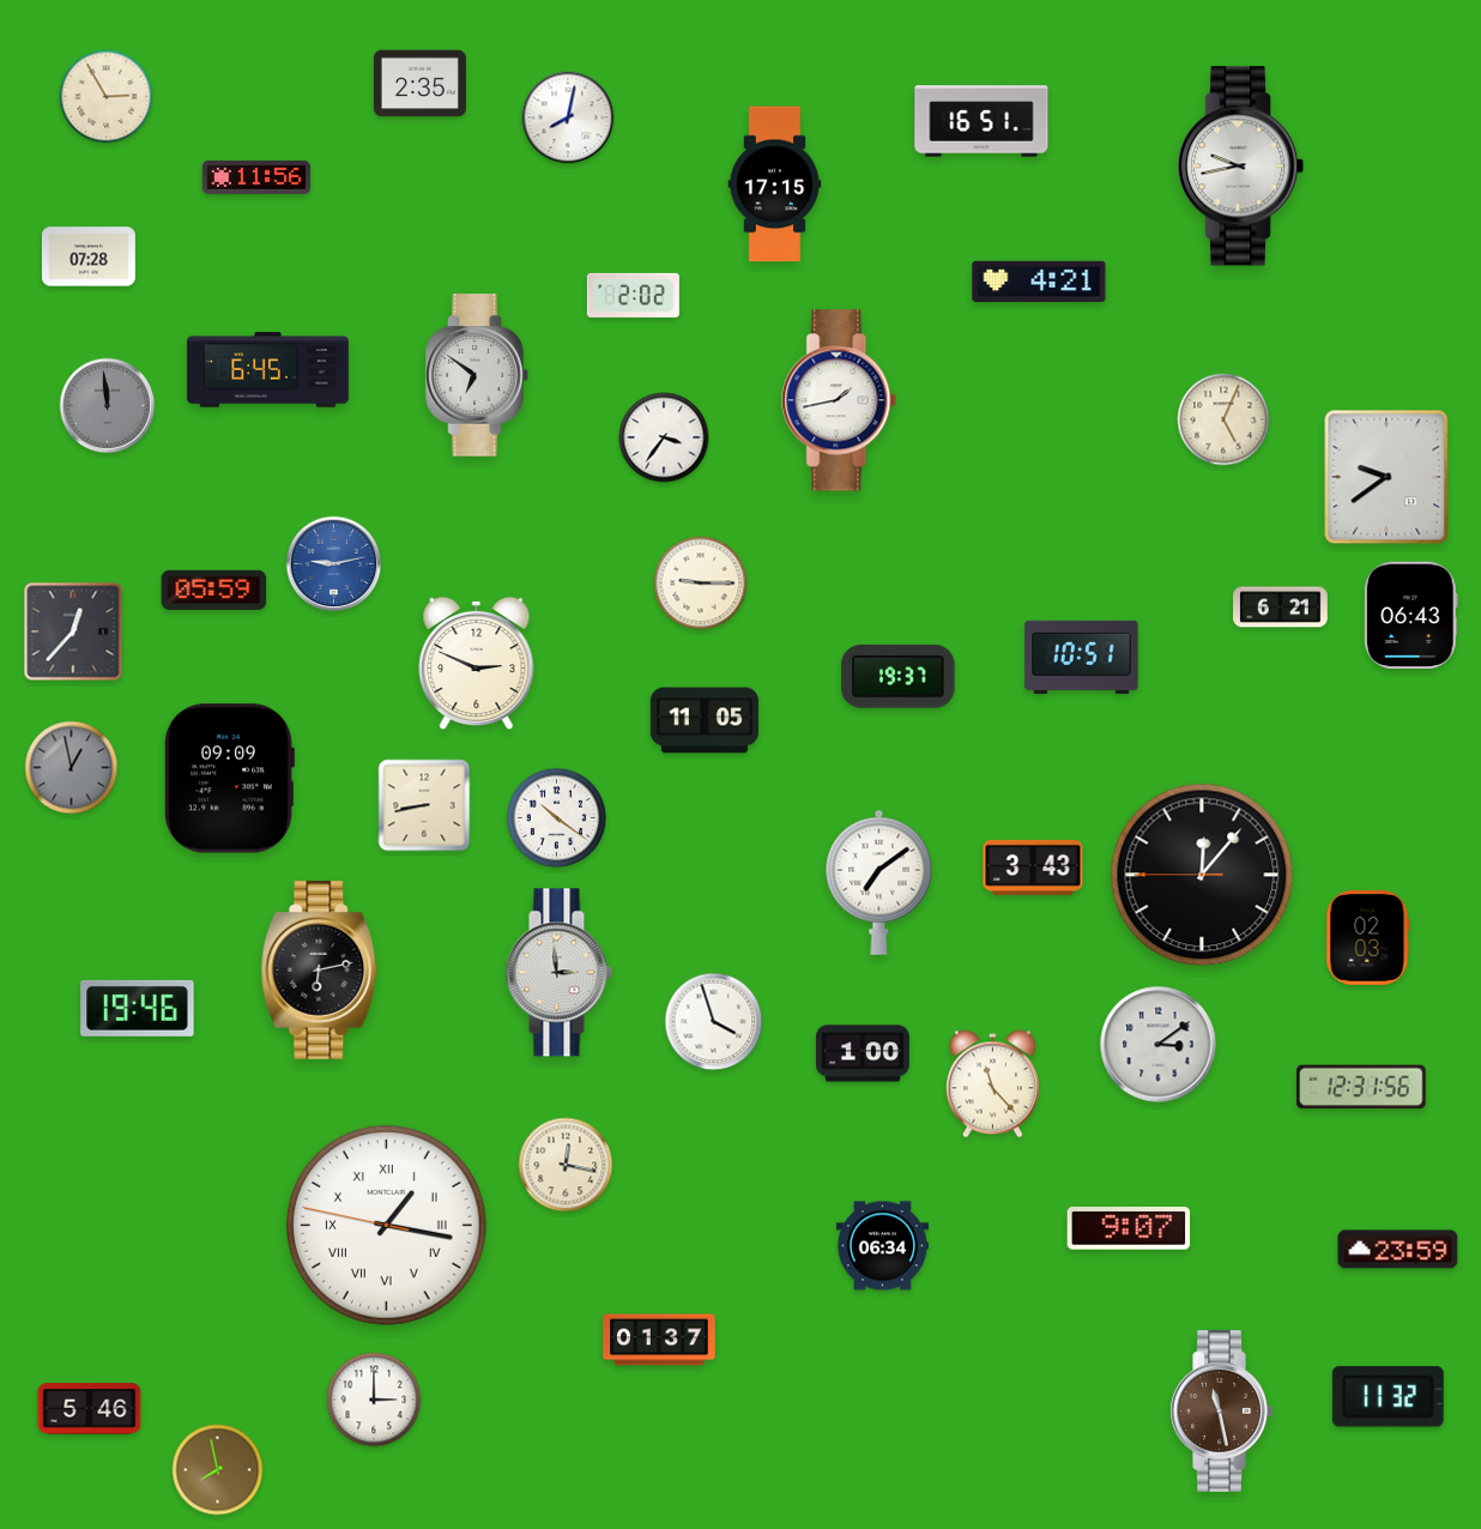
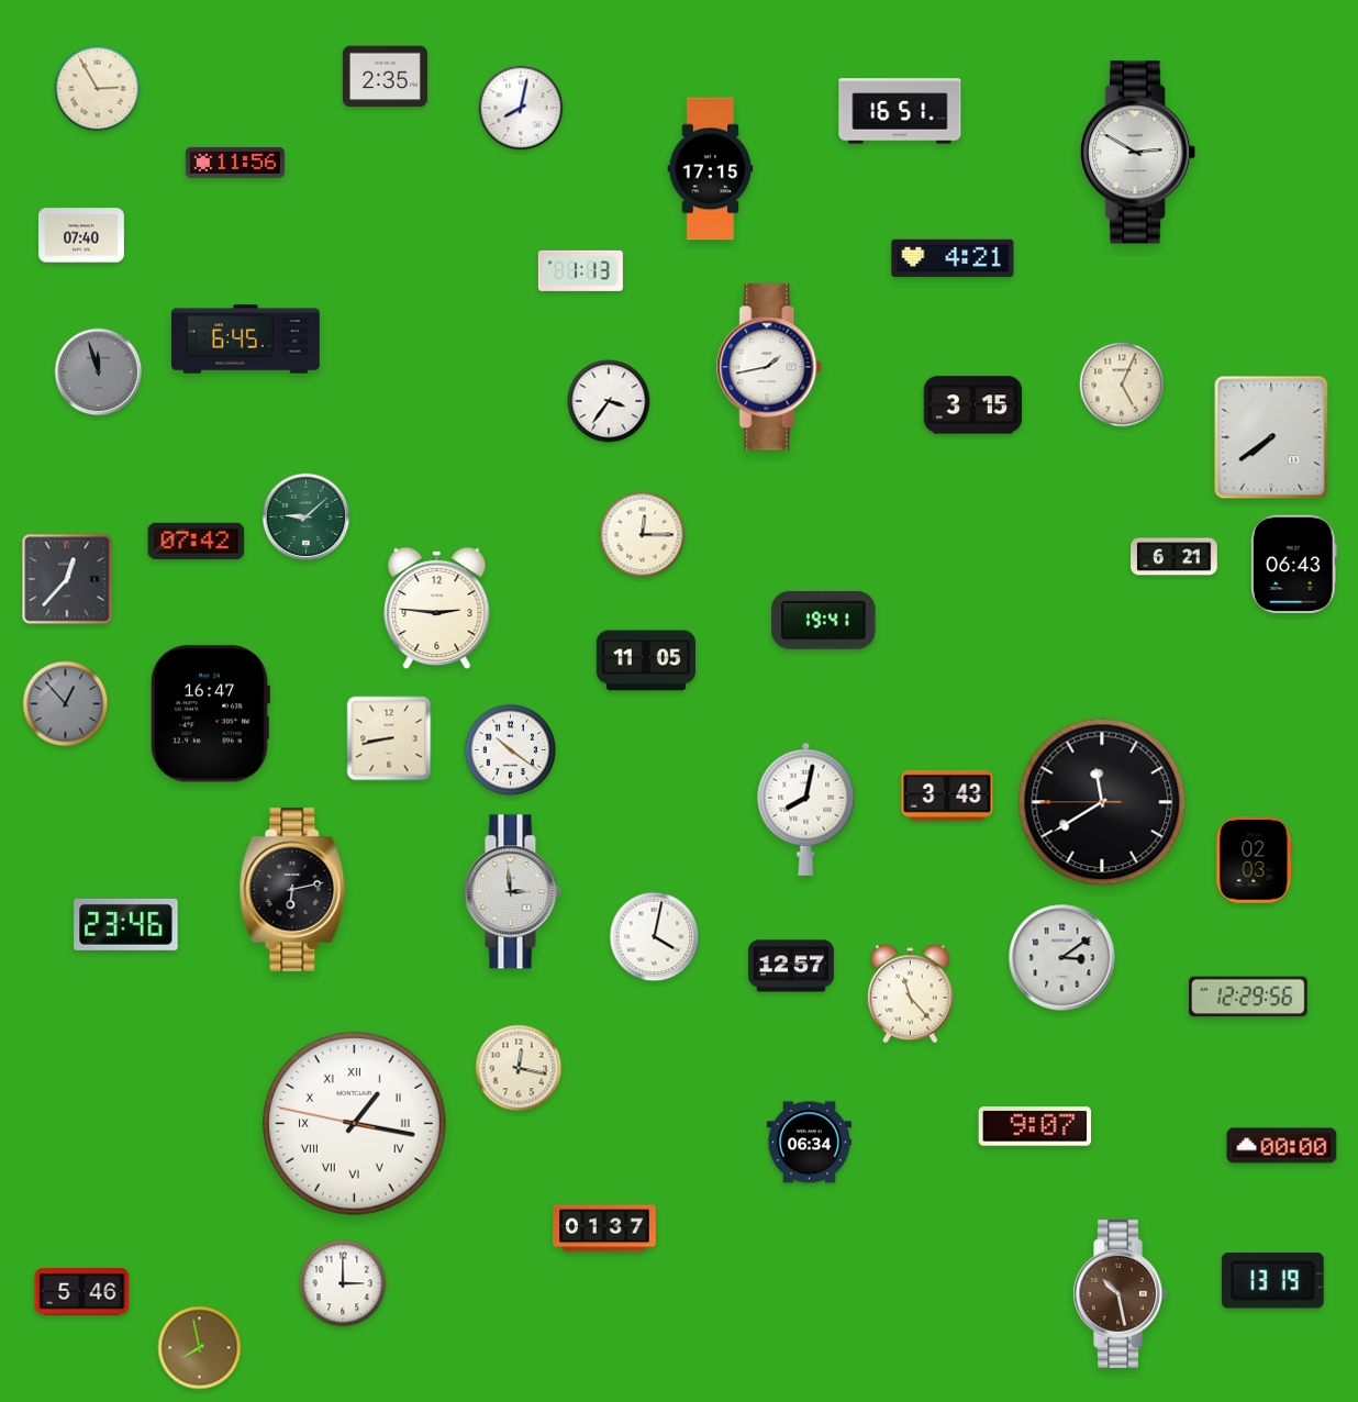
clock at (1241, 167): 9:43 -> 2:50
clock at (89, 256): 07:28 -> 07:40
clock at (633, 295): 2:02 -> 1:13
clock at (477, 375): 6:51 -> none
clock at (108, 406): 11:59 -> 11:57
clock at (972, 405): none -> 3:15
clock at (1386, 477): 9:39 -> 7:39
clock at (334, 564): 9:13 -> 9:08
clock at (334, 564) dial: blue -> green
clock at (701, 584): 9:15 -> 12:15
clock at (214, 590): 05:59 -> 07:42
clock at (1082, 657): 10:51 -> none
clock at (477, 664): 2:49 -> 2:46
clock at (899, 677): 19:37 -> 19:41
clock at (72, 768): 12:58 -> 12:53
clock at (229, 779): 09:09 -> 16:47
clock at (1202, 875): 12:06 -> 11:39
clock at (879, 882): 7:09 -> 8:02
clock at (138, 1008): 19:46 -> 23:46
clock at (714, 1022): 3:57 -> 4:02
clock at (863, 1053): 1:00 -> 12:57
clock at (1361, 1087): 12:31 -> 12:29
clock at (1398, 1250): 23:59 -> 00:00
clock at (1388, 1397): 11:32 -> 13:19
clock at (1221, 1412): 11:28 -> 10:28
